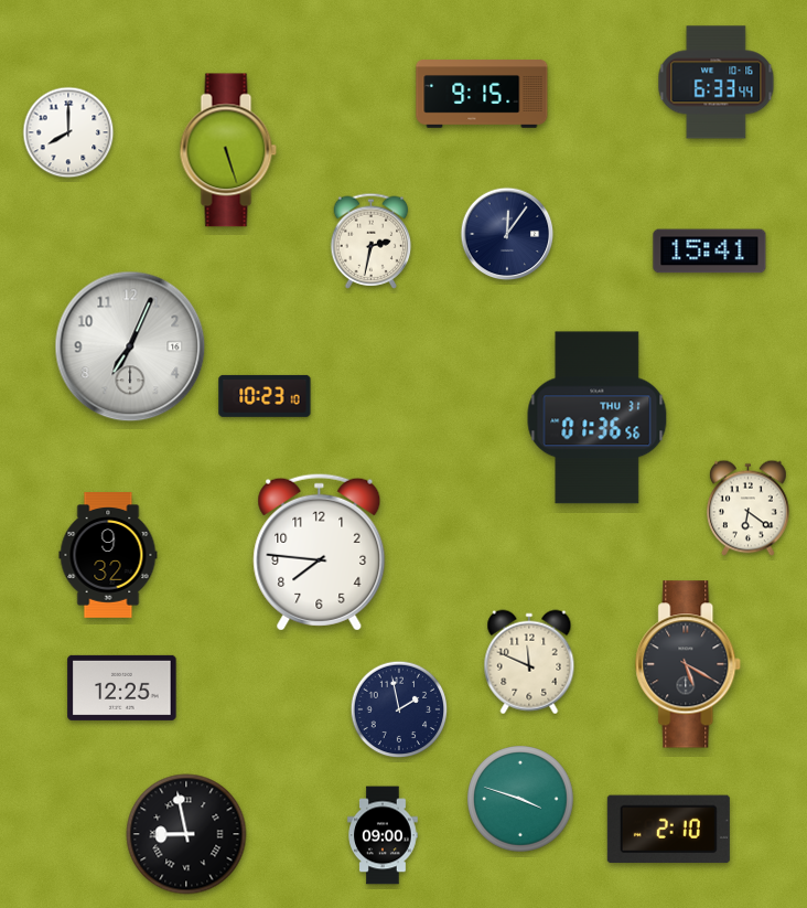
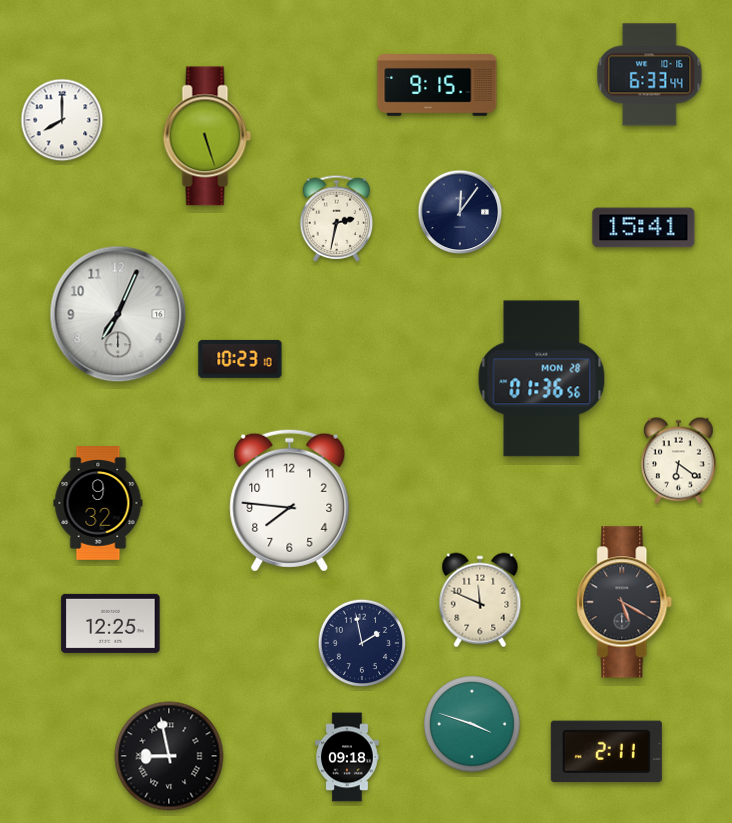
clock at (598, 418) date: THU 31 -> MON 28
clock at (668, 830): 2:10 -> 2:11
clock at (383, 835): 09:00 -> 09:18
